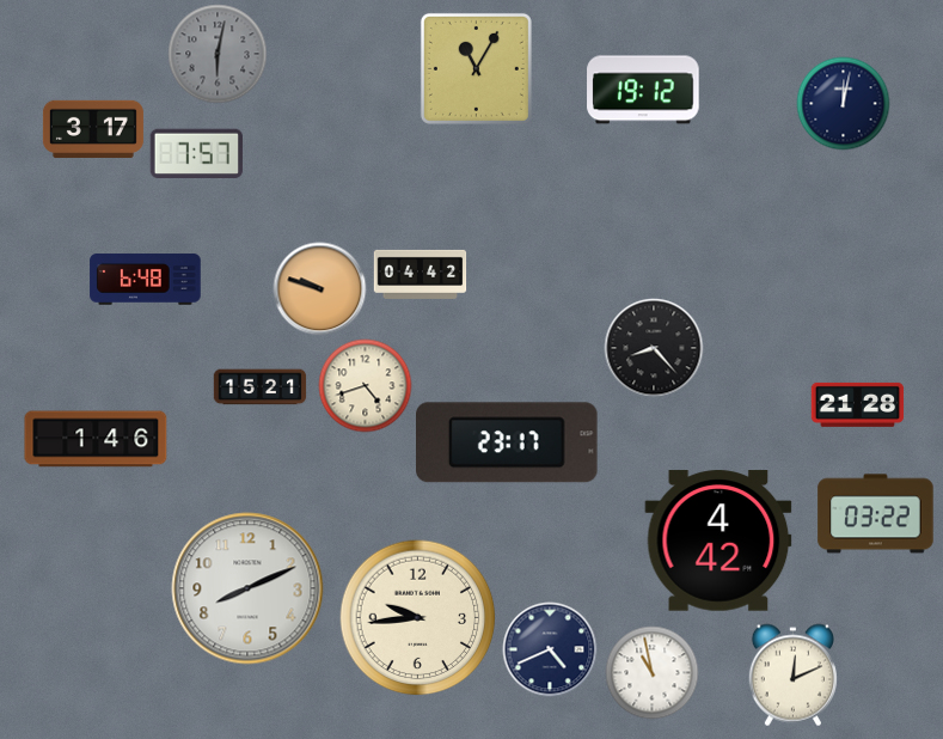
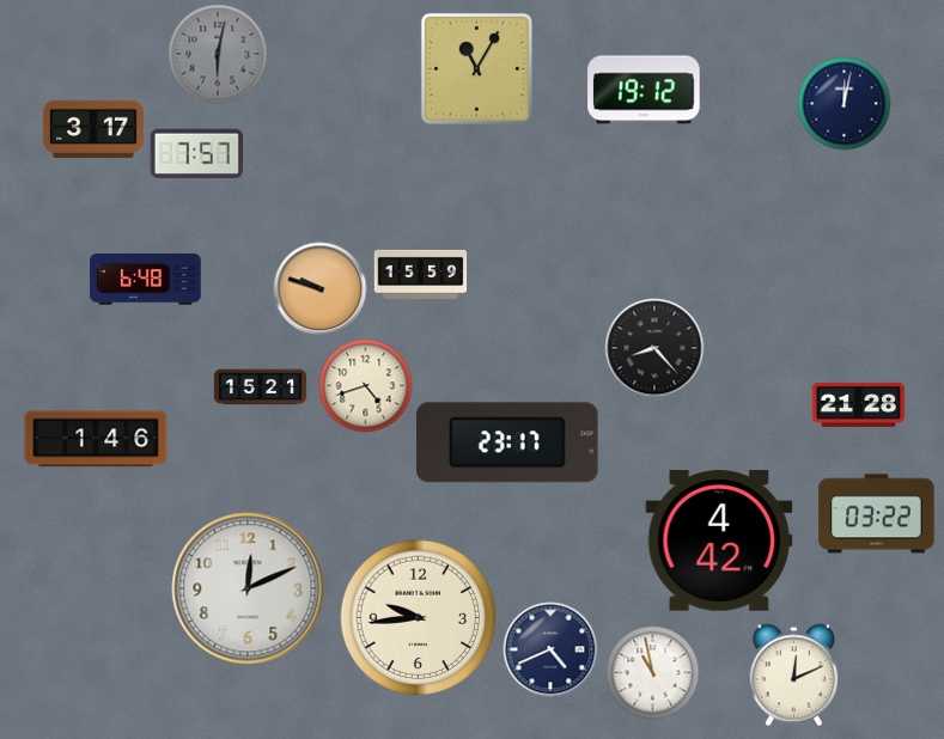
clock at (420, 274): 04:42 -> 15:59
clock at (247, 588): 8:11 -> 12:11
